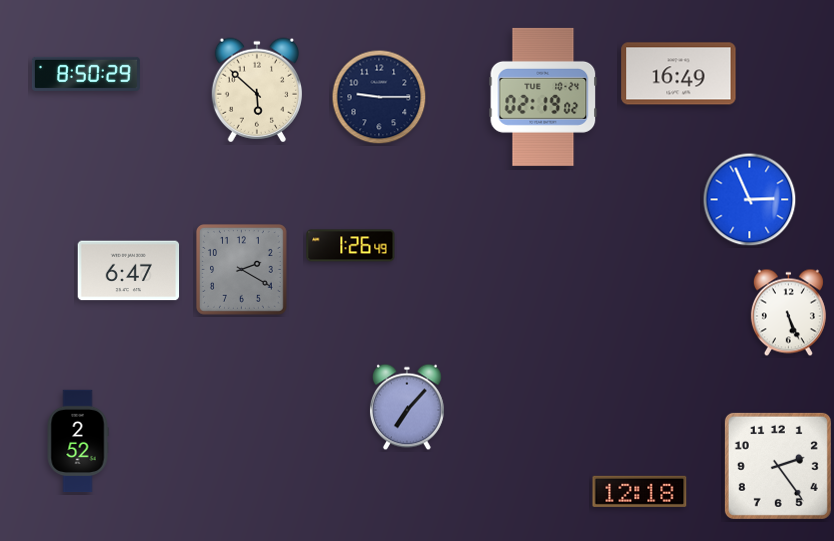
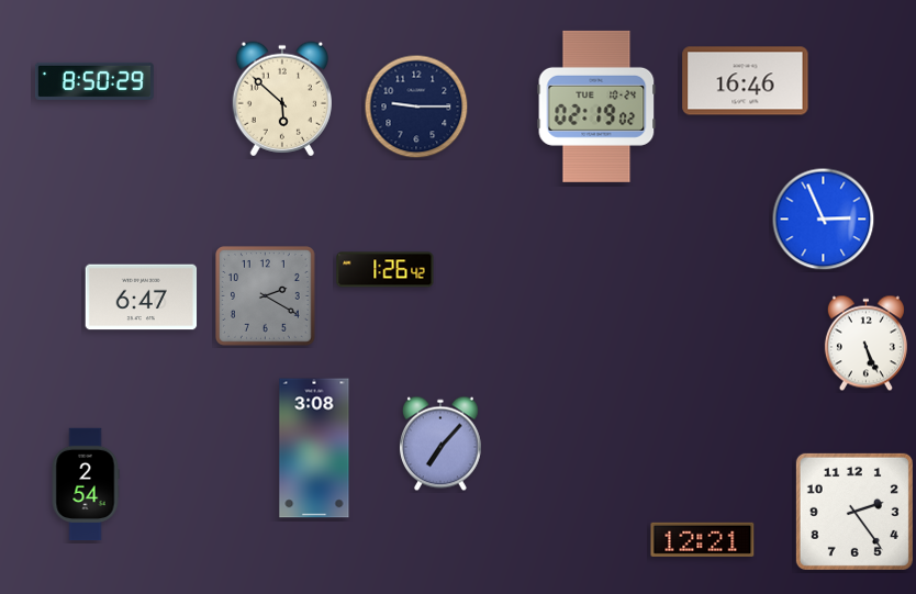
clock at (679, 74): 16:49 -> 16:46
clock at (351, 246): 1:26:49 -> 1:26:42
clock at (407, 407) position: (407, 407) -> (440, 444)
clock at (314, 448): none -> 3:08
clock at (78, 441): 2:52 -> 2:54
clock at (640, 491): 12:18 -> 12:21
